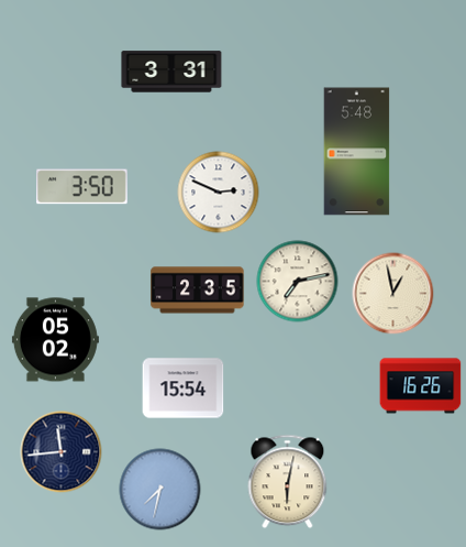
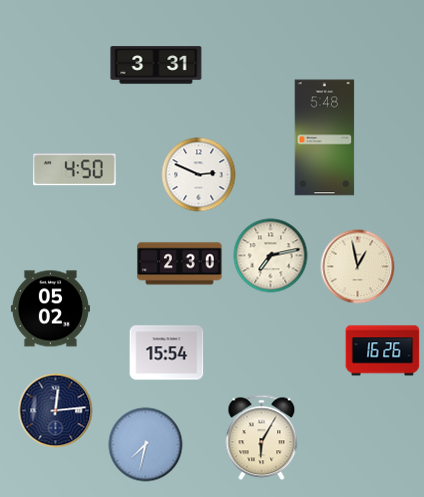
clock at (82, 187): 3:50 -> 4:50
clock at (198, 291): 2:35 -> 2:30
clock at (62, 452): 11:44 -> 12:14
clock at (288, 482): 6:02 -> 6:05
